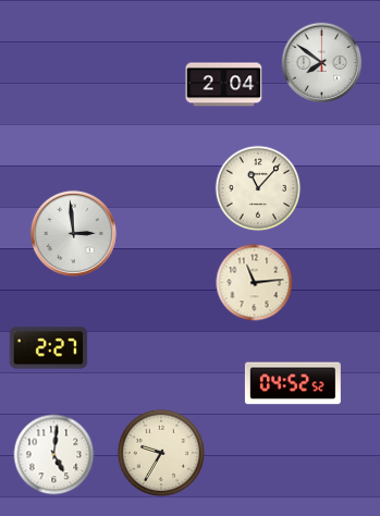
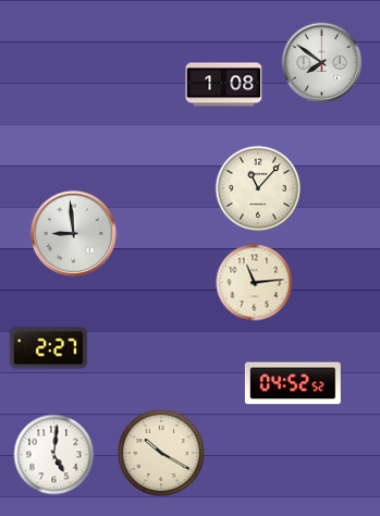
clock at (224, 85): 2:04 -> 1:08
clock at (73, 233): 2:59 -> 8:59
clock at (161, 453): 9:35 -> 10:20
